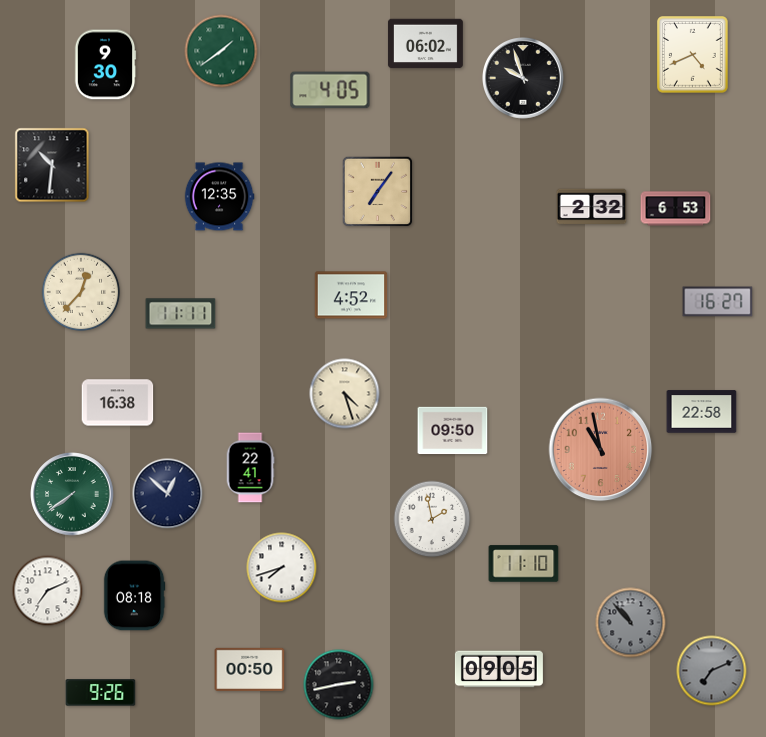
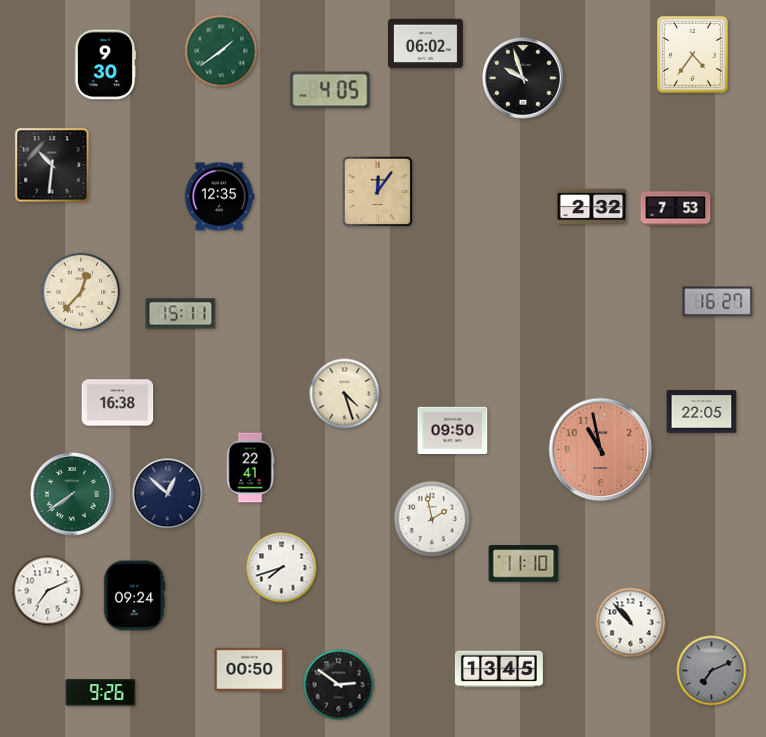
clock at (693, 55): 4:41 -> 4:36
clock at (378, 192): 7:06 -> 12:06
clock at (676, 209): 6:53 -> 7:53
clock at (351, 295): 4:52 -> none
clock at (181, 314): 11:11 -> 15:11
clock at (702, 412): 22:58 -> 22:05
clock at (134, 596): 08:18 -> 09:24
clock at (631, 623) dial: grey -> white
clock at (499, 669): 09:05 -> 13:45
clock at (339, 685): 2:43 -> 2:51
